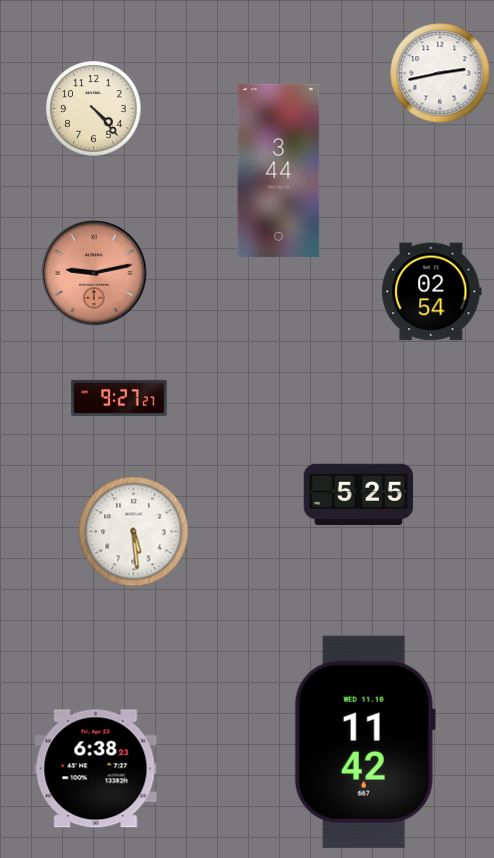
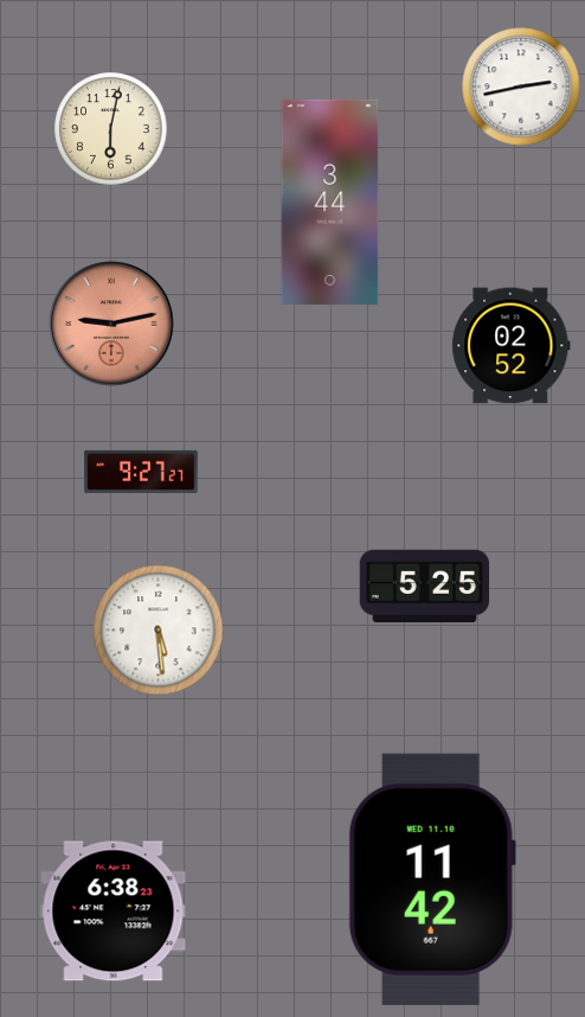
clock at (94, 109): 4:23 -> 6:02
clock at (432, 292): 02:54 -> 02:52
